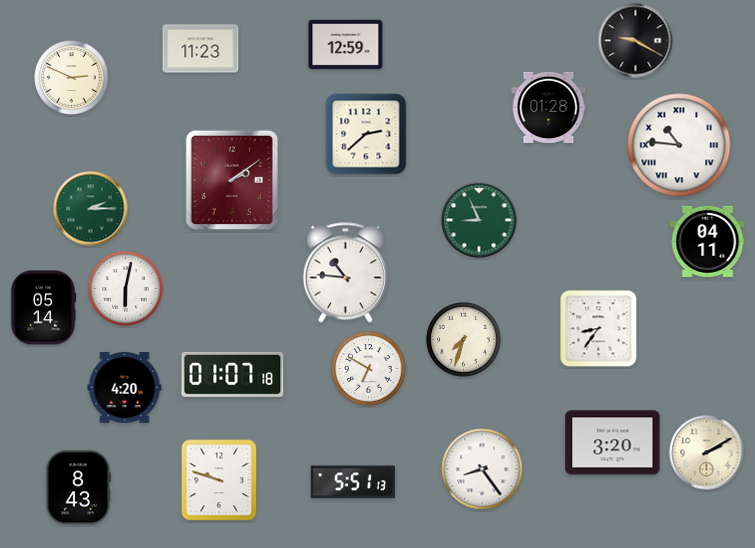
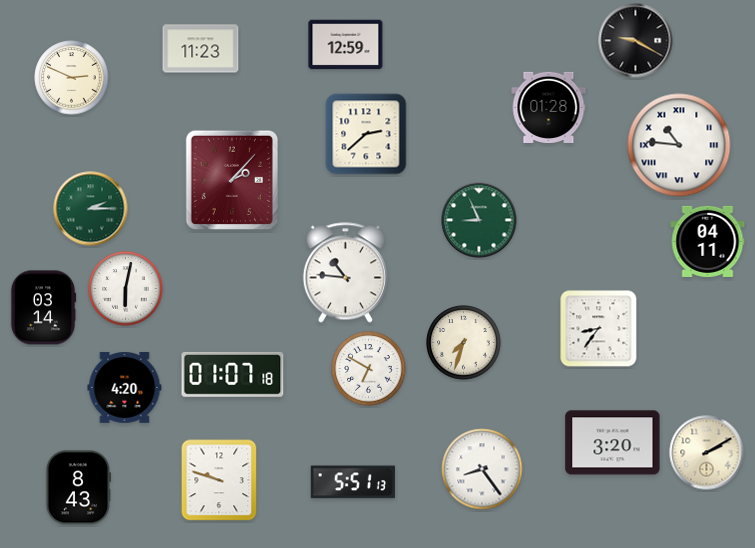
clock at (232, 180): 2:09 -> 2:07
clock at (43, 308): 05:14 -> 03:14
clock at (464, 340) position: (464, 340) -> (464, 343)
